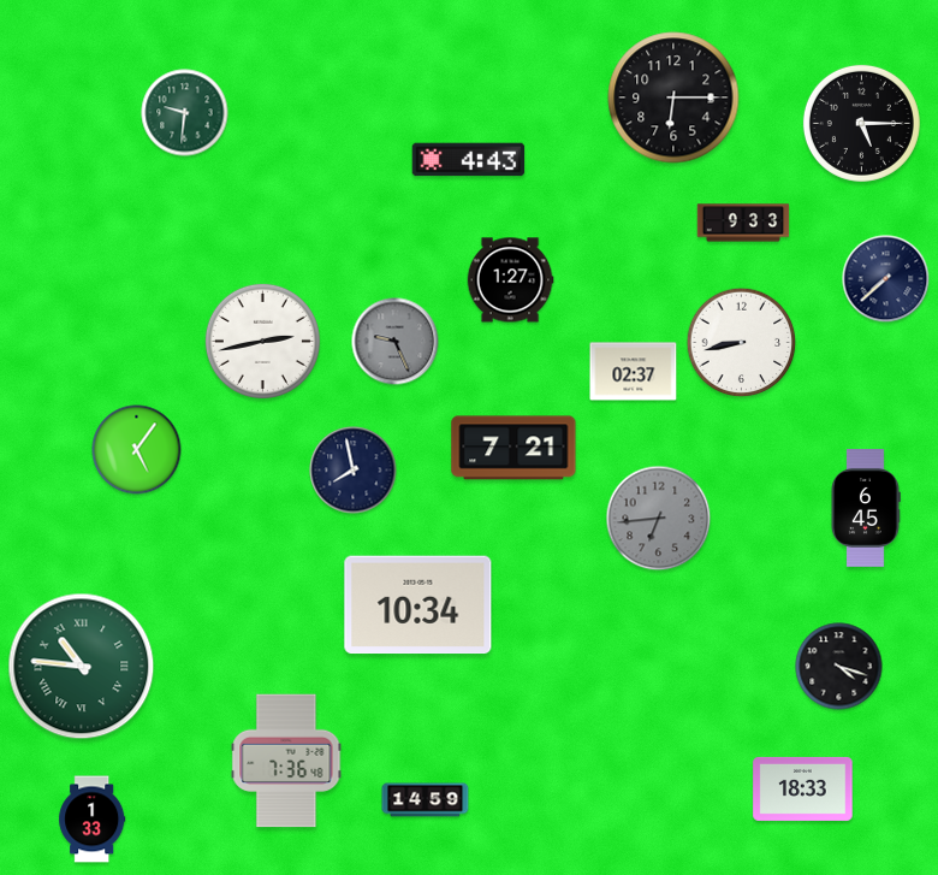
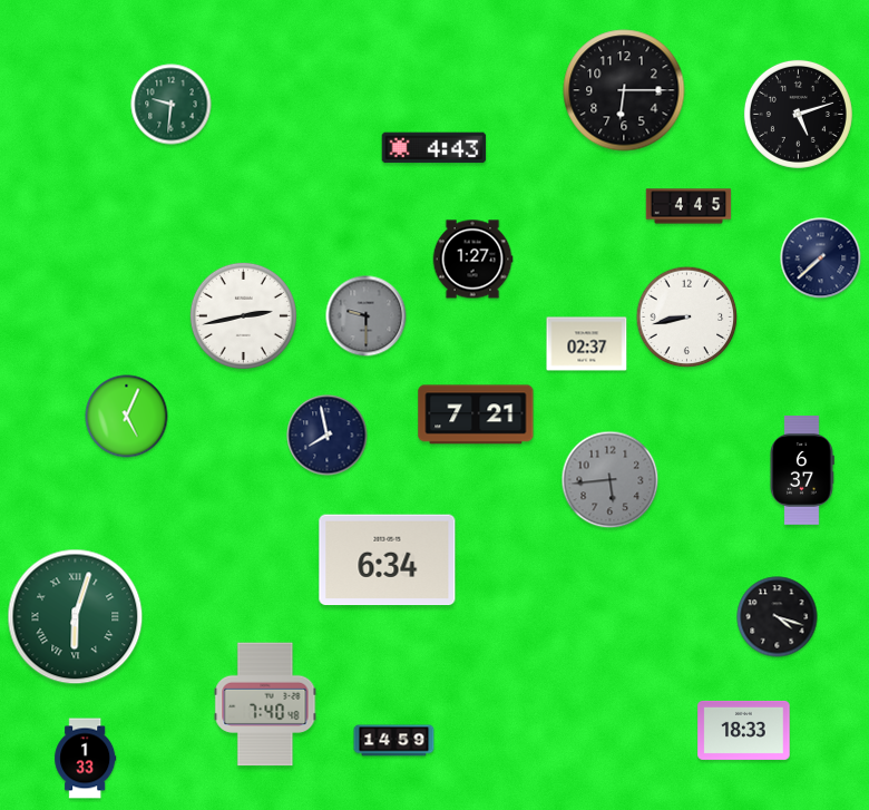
clock at (861, 123): 5:15 -> 5:12
clock at (743, 223): 9:33 -> 4:45
clock at (396, 342): 9:26 -> 9:30
clock at (137, 450): 5:06 -> 5:04
clock at (866, 509): 6:45 -> 6:37
clock at (659, 519): 6:44 -> 5:44
clock at (418, 605): 10:34 -> 6:34
clock at (82, 667): 10:46 -> 6:03
clock at (286, 761): 7:36 -> 7:40
